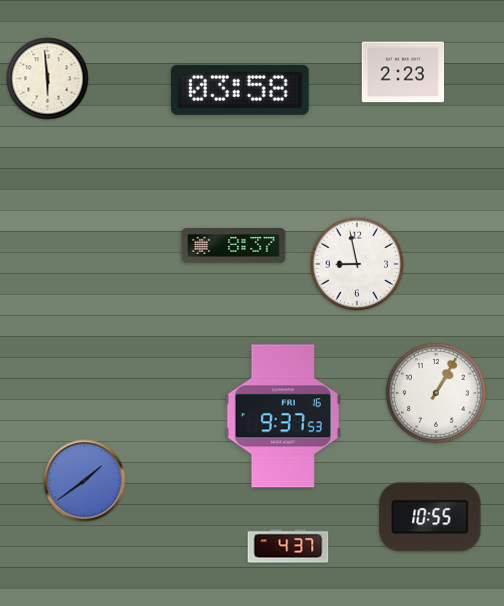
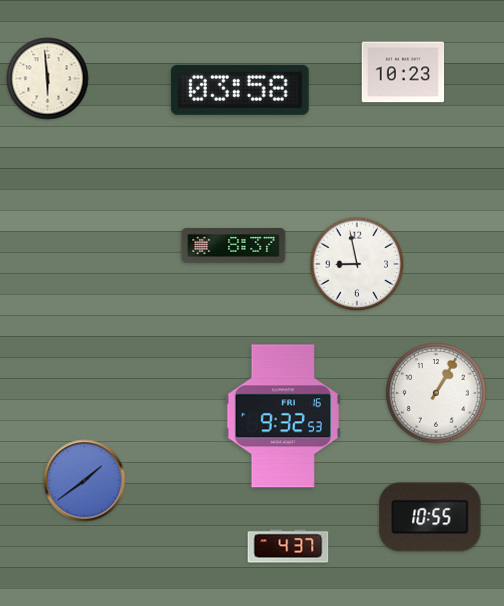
clock at (403, 72): 2:23 -> 10:23
clock at (283, 416): 9:37 -> 9:32
